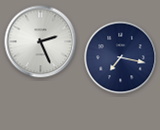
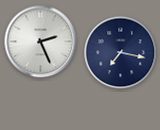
clock at (121, 58) position: (121, 58) -> (121, 53)
